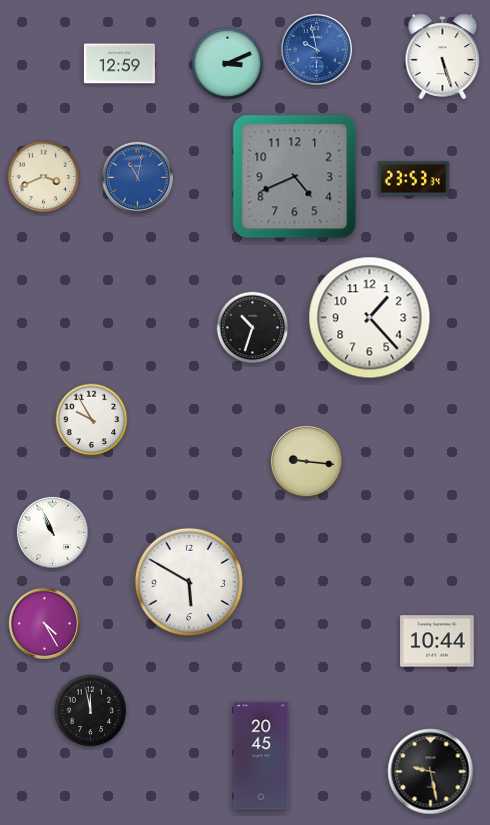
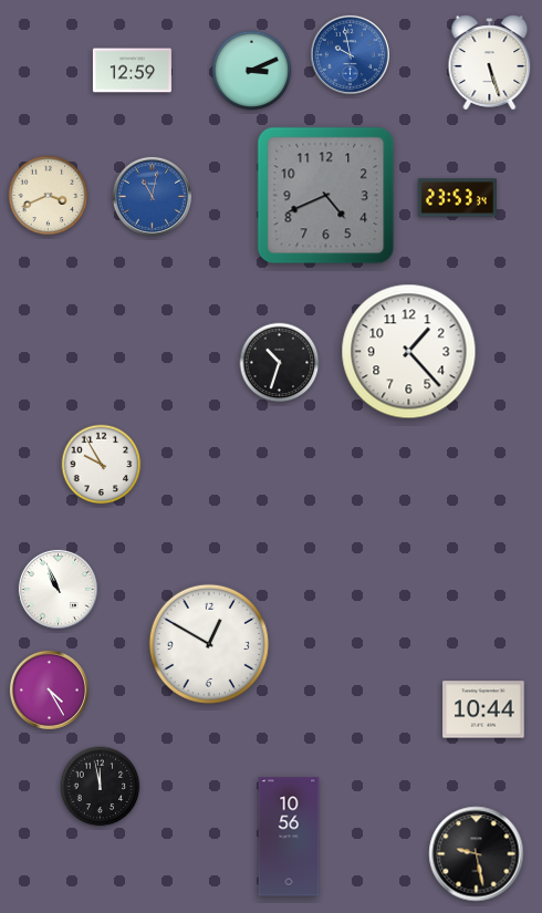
clock at (306, 461): 9:16 -> none
clock at (189, 582): 5:50 -> 12:50
clock at (261, 756): 20:45 -> 10:56
